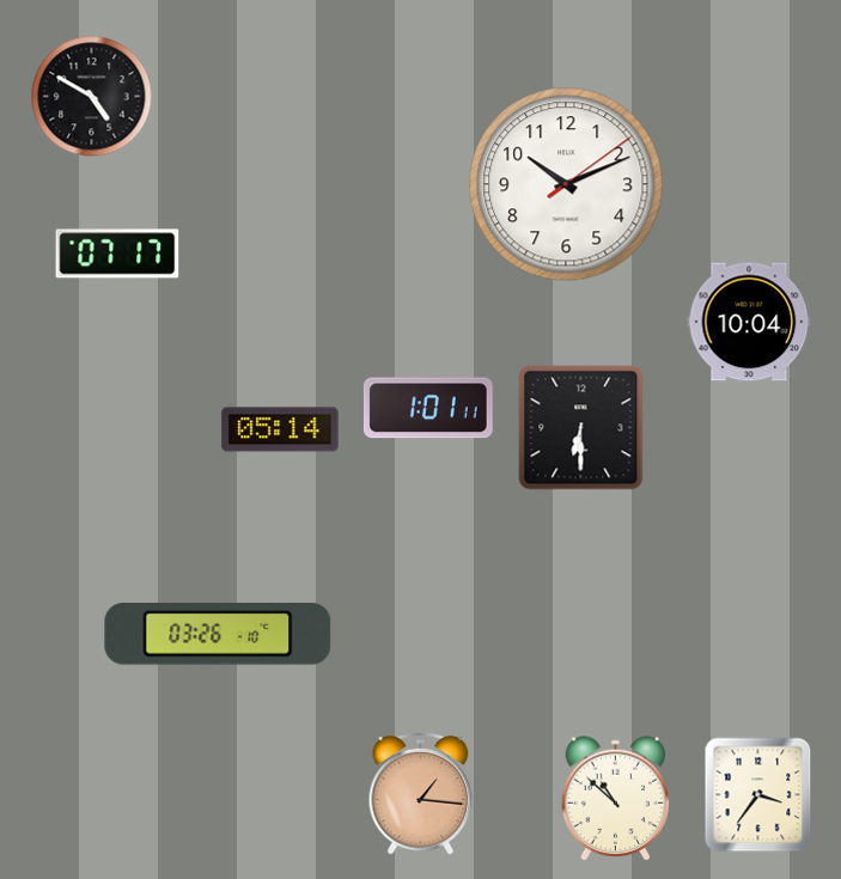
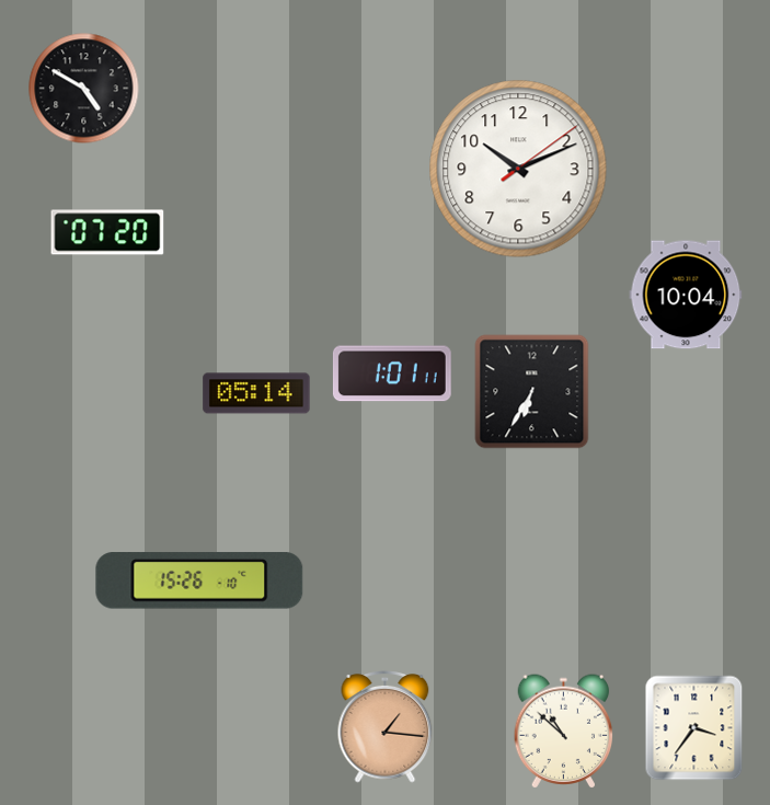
clock at (117, 254): 07:17 -> 07:20
clock at (581, 428): 6:30 -> 6:35
clock at (218, 634): 03:26 -> 15:26
